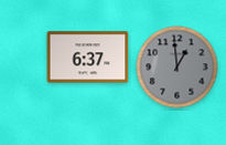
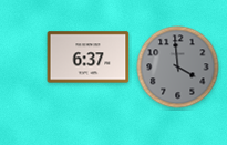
clock at (177, 68): 12:59 -> 3:59
